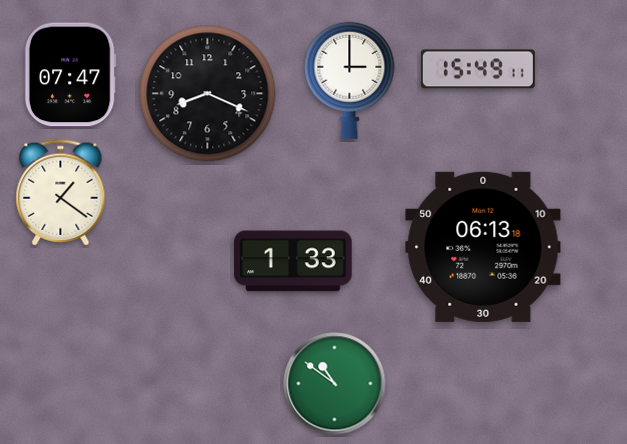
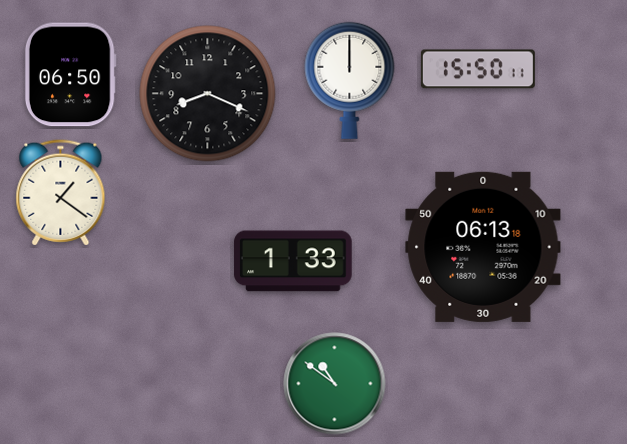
clock at (478, 69): 15:49 -> 15:50
clock at (70, 75): 07:47 -> 06:50
clock at (350, 80): 3:00 -> 12:00
